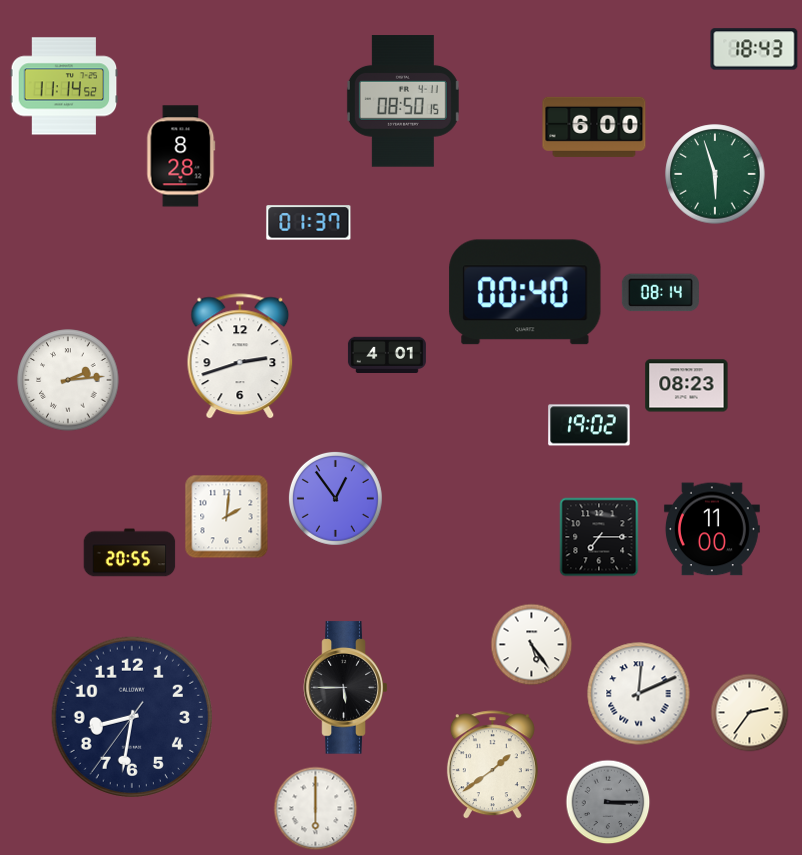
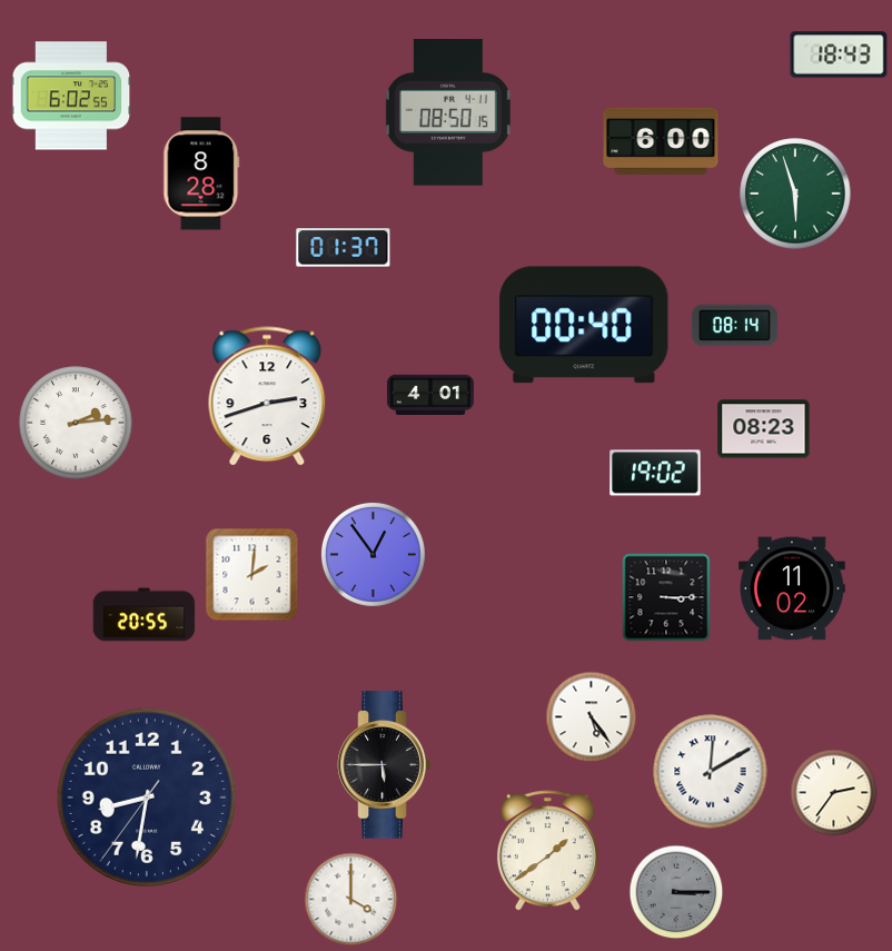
clock at (64, 86): 11:14 -> 6:02
clock at (712, 529): 11:00 -> 11:02
clock at (599, 537): 7:15 -> 3:15
clock at (639, 694): 12:11 -> 12:10
clock at (316, 809): 6:00 -> 4:00
